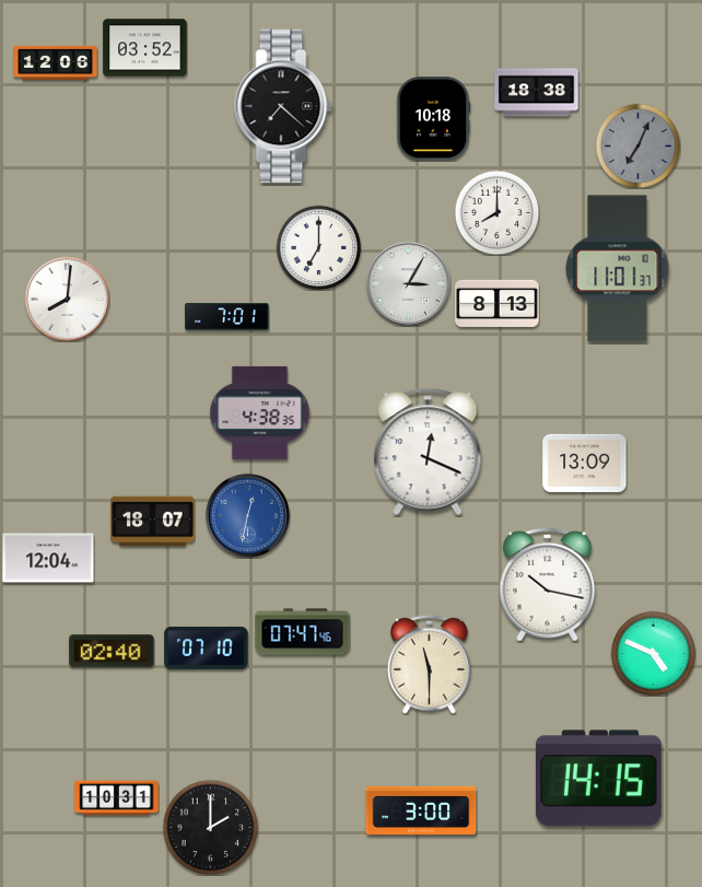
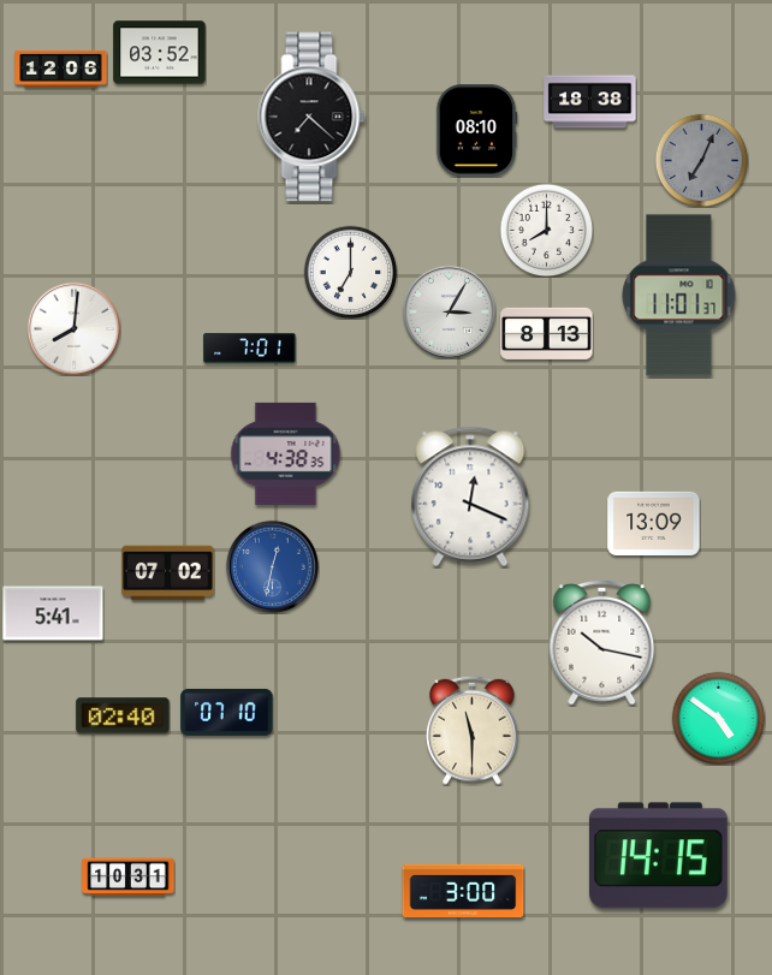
clock at (434, 119): 10:18 -> 08:10
clock at (496, 212) position: (496, 212) -> (546, 230)
clock at (585, 463) position: (585, 463) -> (654, 523)
clock at (153, 522): 18:07 -> 07:02
clock at (48, 558): 12:04 -> 5:41
clock at (303, 632): 07:47 -> none
clock at (653, 653): 4:49 -> 4:51
clock at (210, 827): 2:00 -> none
